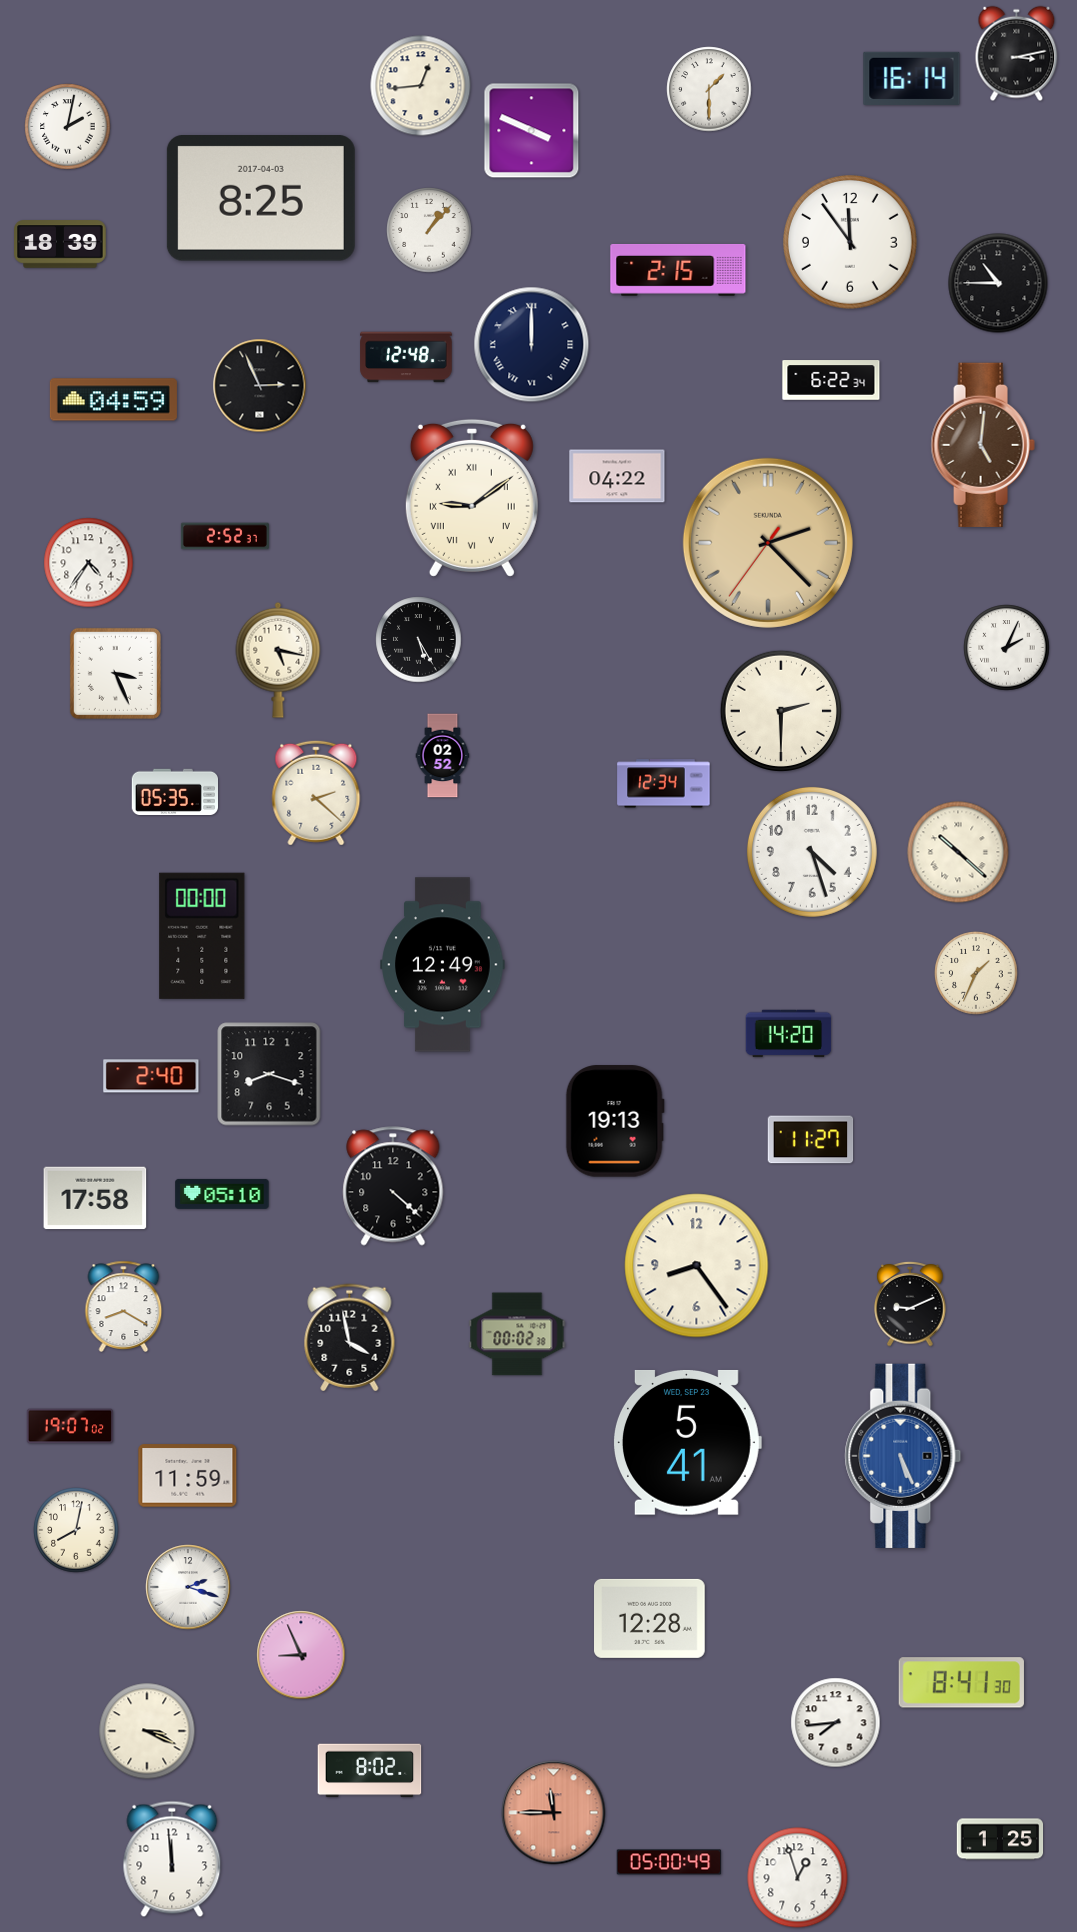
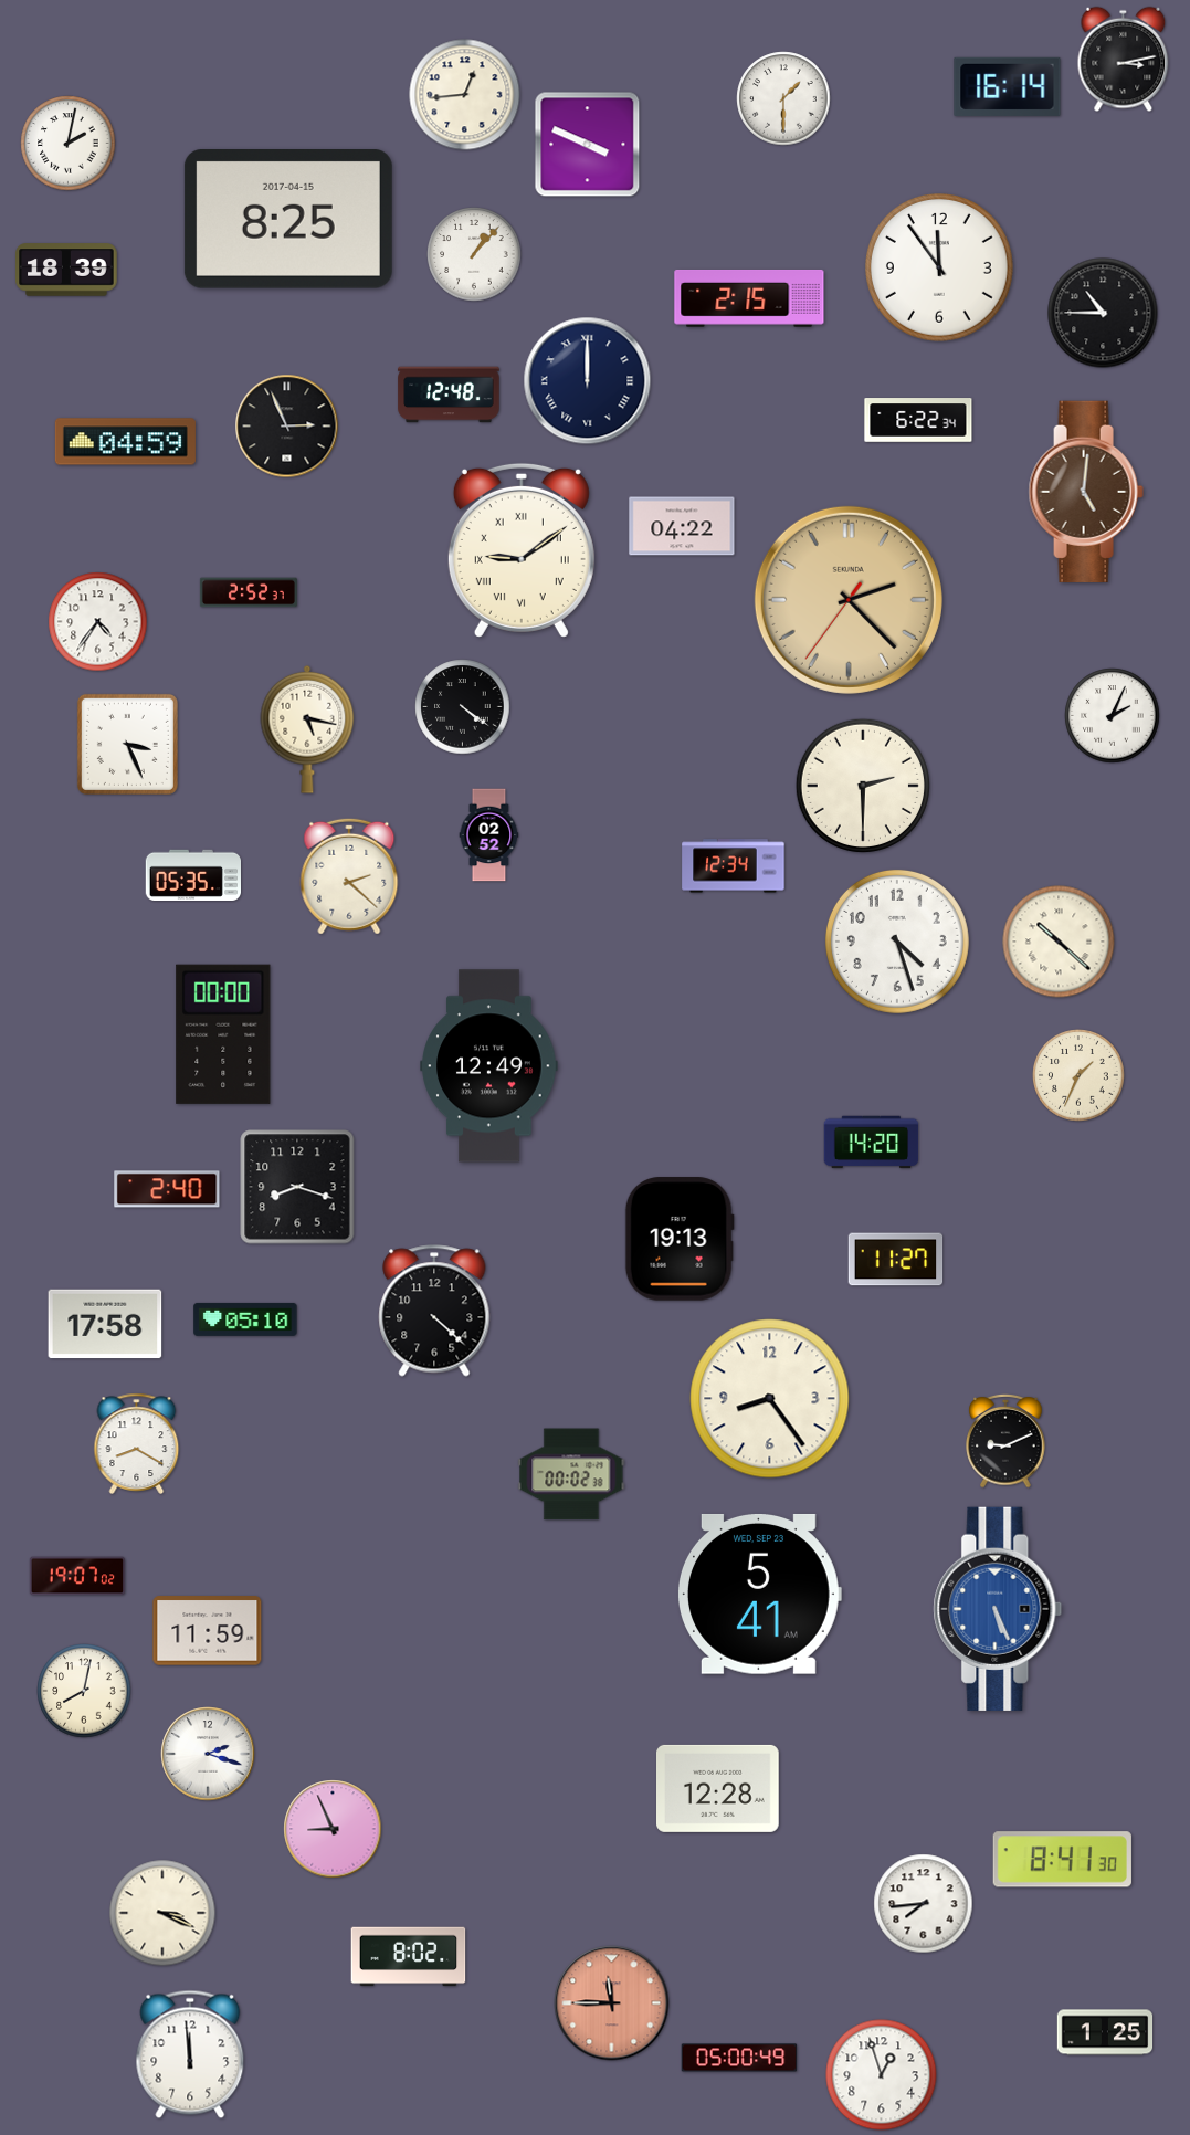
clock at (68, 127) position: (68, 127) -> (69, 144)
clock at (261, 199) date: 2017-04-03 -> 2017-04-15
clock at (419, 640): 5:25 -> 4:21
clock at (350, 1338): 3:58 -> none
